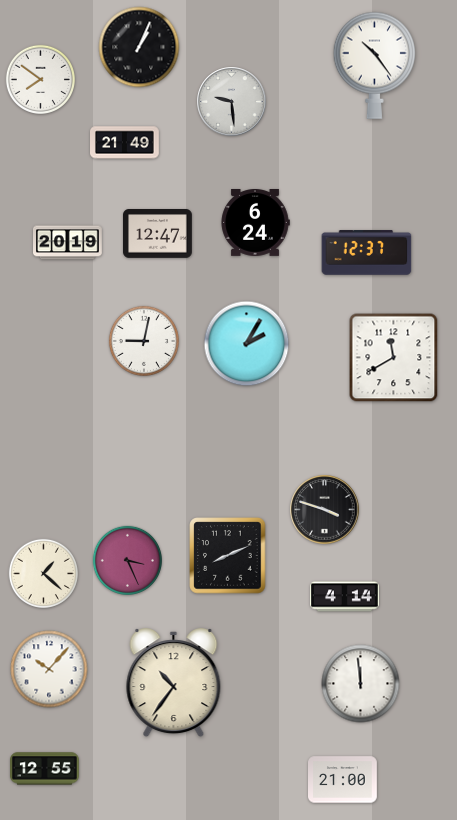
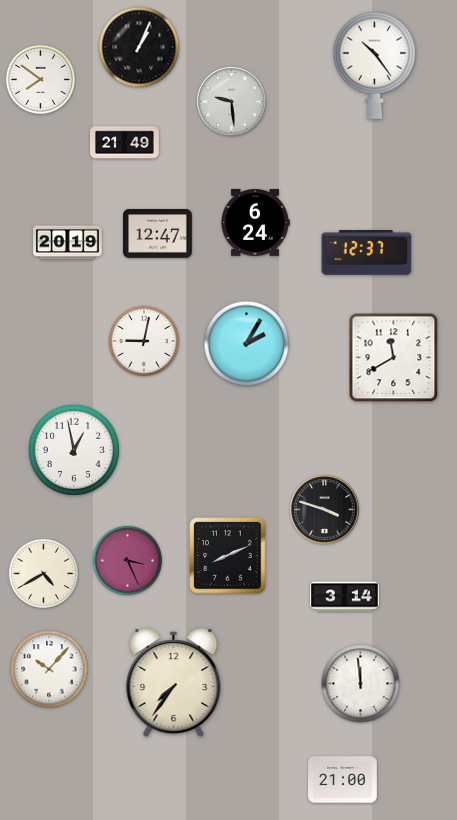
clock at (74, 450): none -> 12:58
clock at (43, 573): 1:22 -> 4:40
clock at (345, 597): 4:14 -> 3:14
clock at (174, 683): 10:36 -> 7:36
clock at (45, 769): 12:55 -> none
